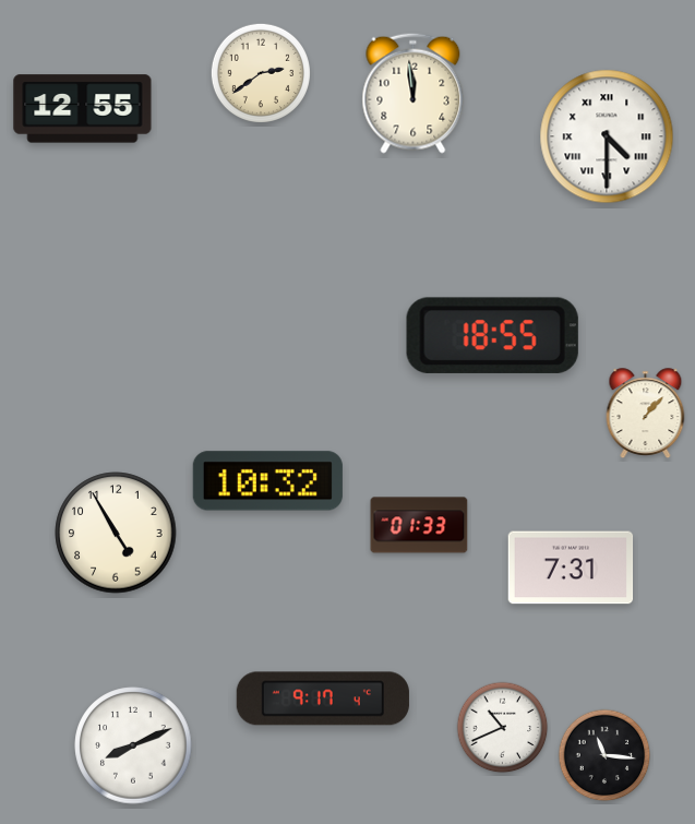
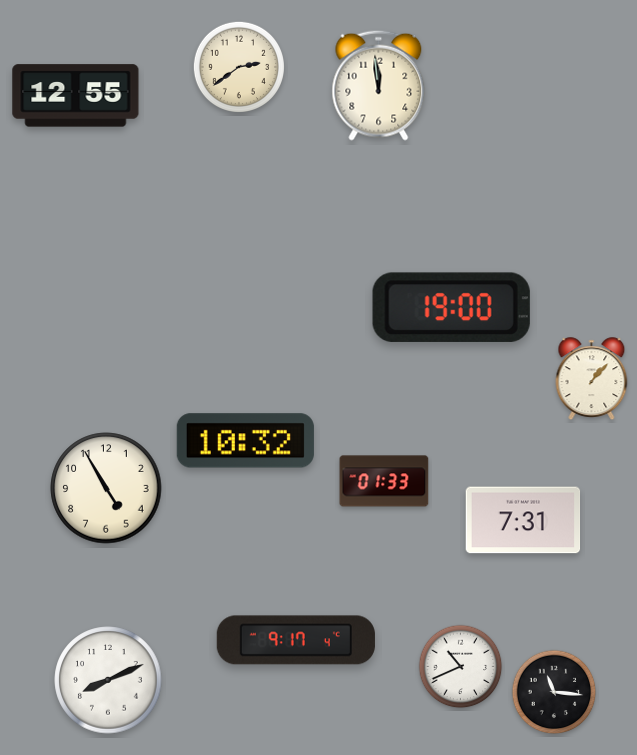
clock at (83, 109) position: (83, 109) -> (76, 96)
clock at (607, 136): 4:30 -> none
clock at (492, 335): 18:55 -> 19:00
clock at (133, 745) position: (133, 745) -> (108, 680)
